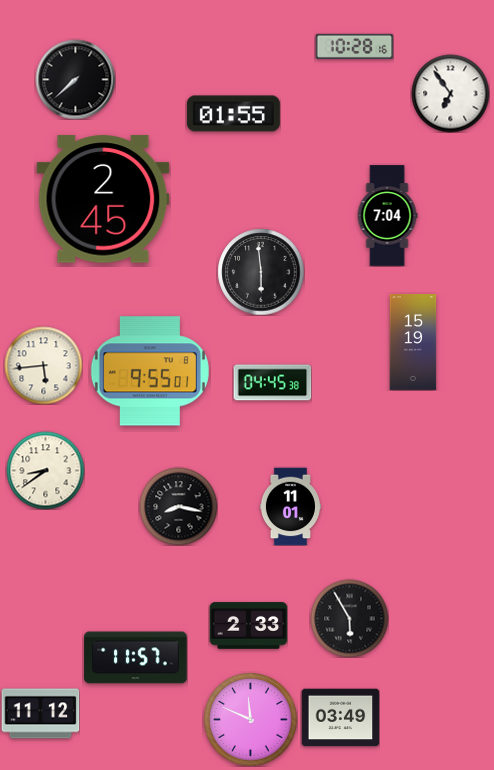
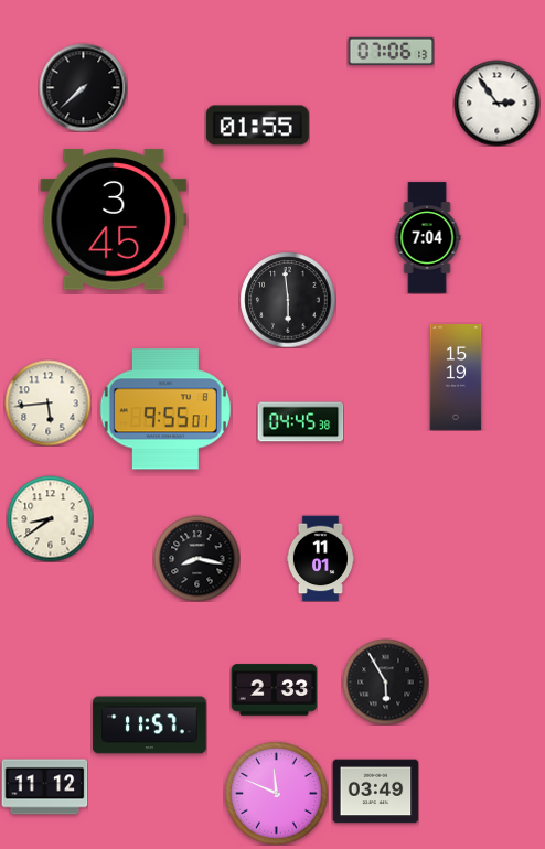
clock at (354, 46): 10:28 -> 07:06
clock at (450, 93): 6:54 -> 2:54
clock at (103, 199): 2:45 -> 3:45
